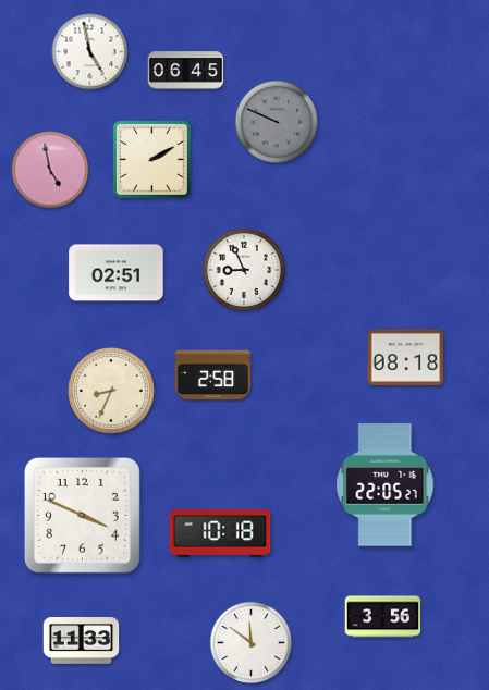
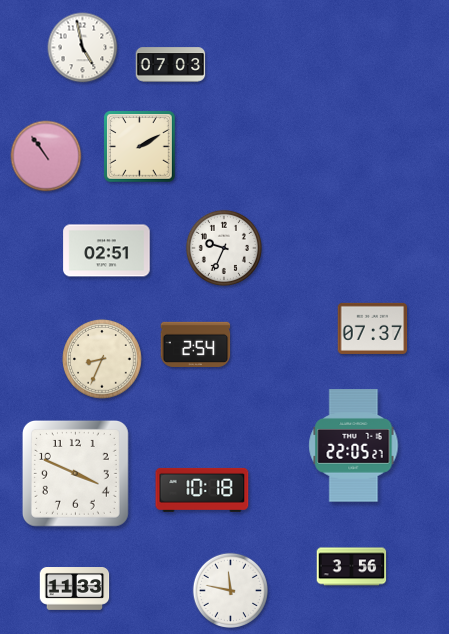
clock at (186, 71): 06:45 -> 07:03
clock at (277, 122): 9:49 -> none
clock at (50, 170): 4:58 -> 10:54
clock at (244, 270): 8:56 -> 9:34
clock at (406, 357): 08:18 -> 07:37
clock at (213, 374): 2:58 -> 2:54
clock at (250, 642): 11:51 -> 11:47
